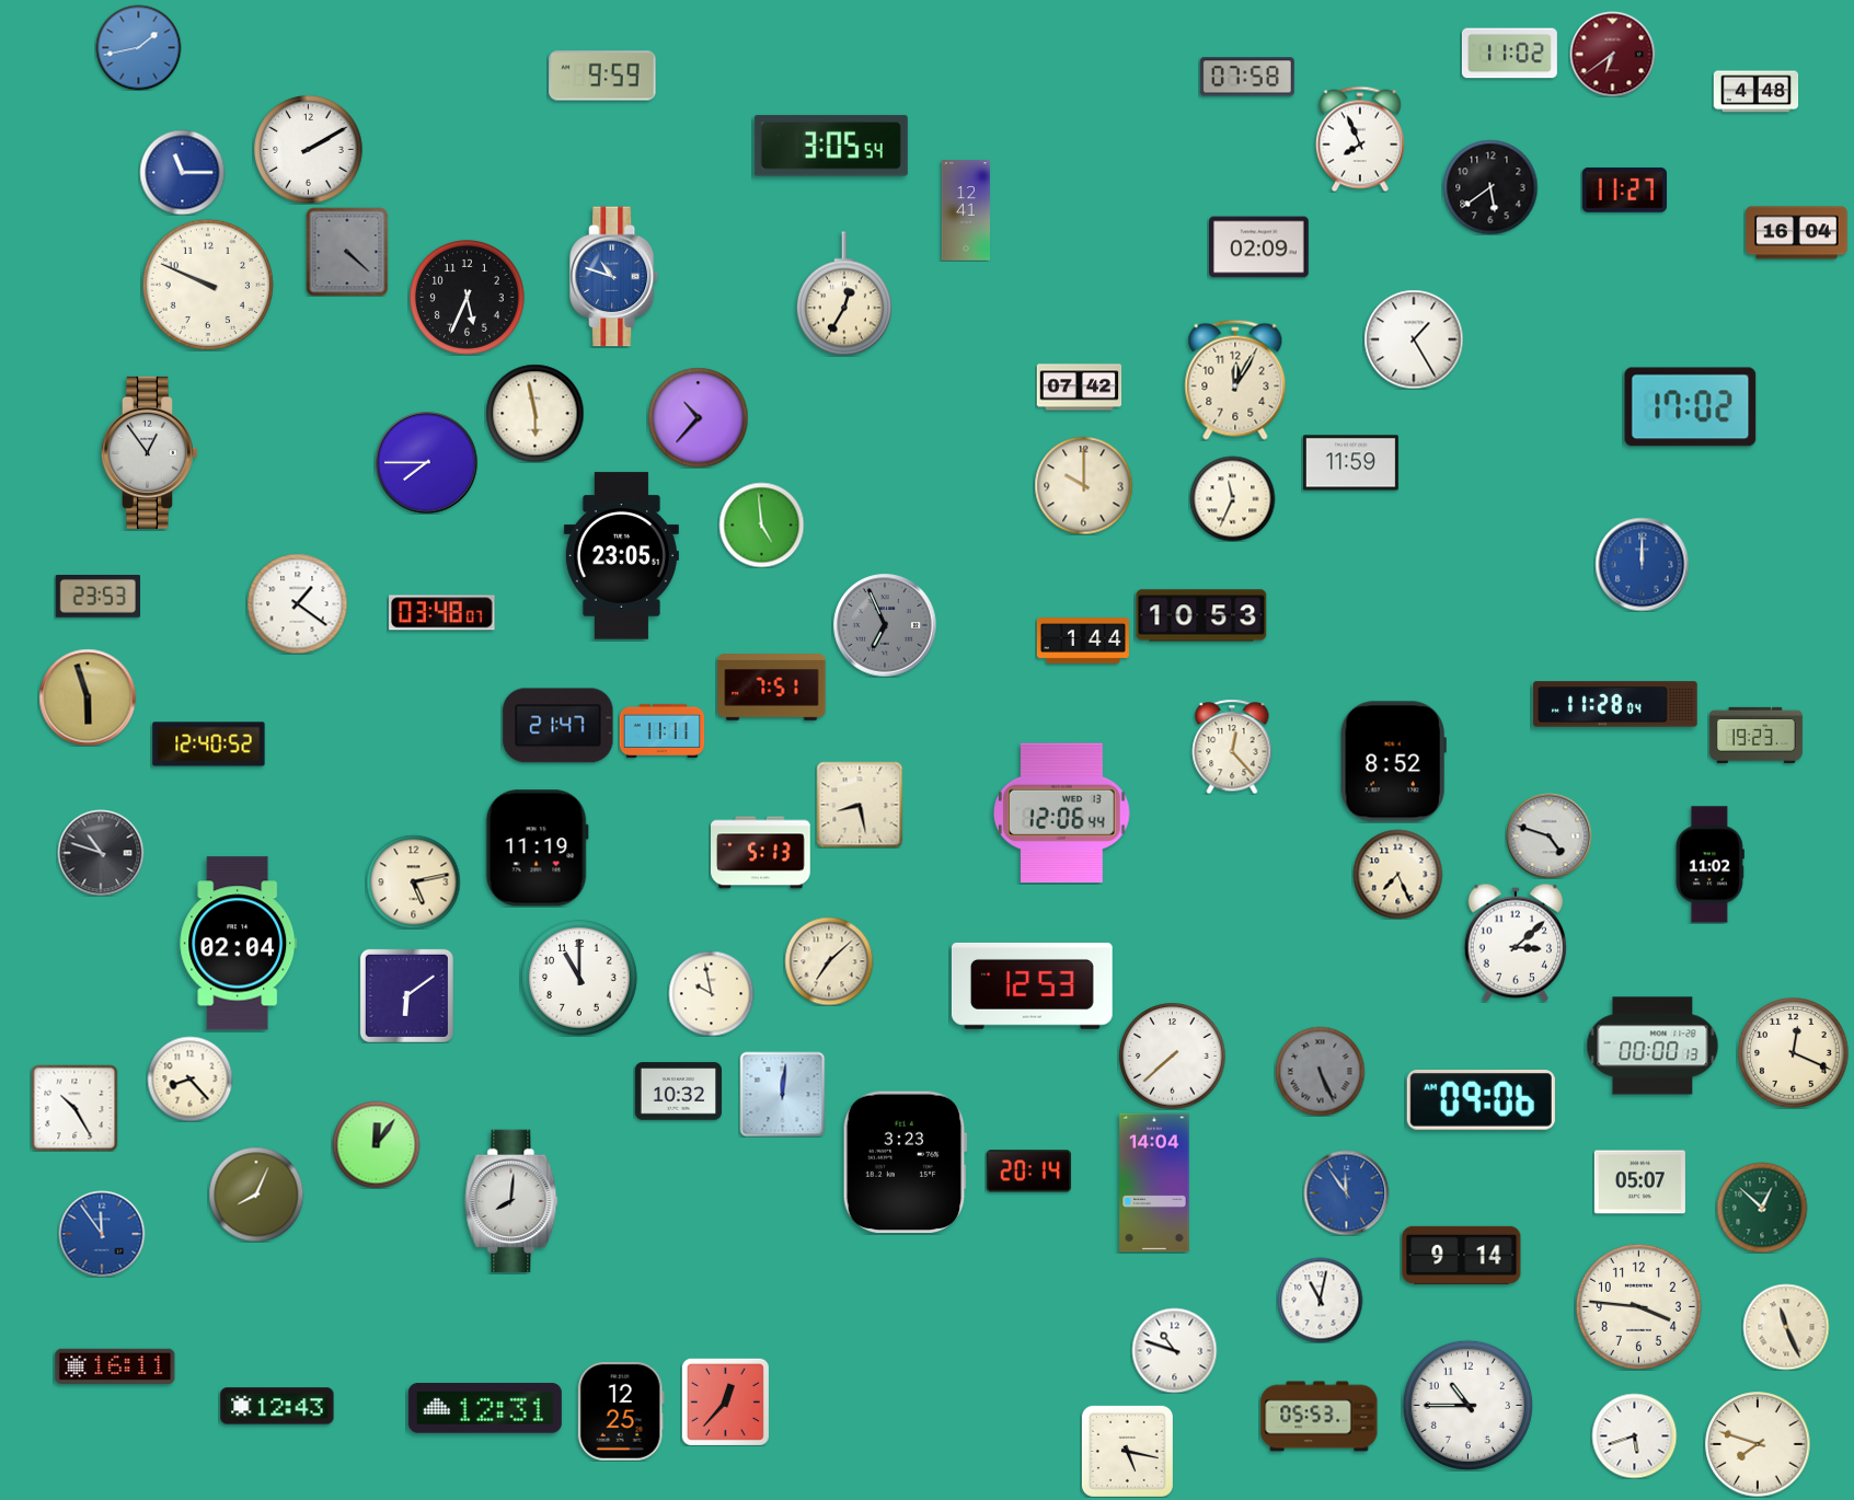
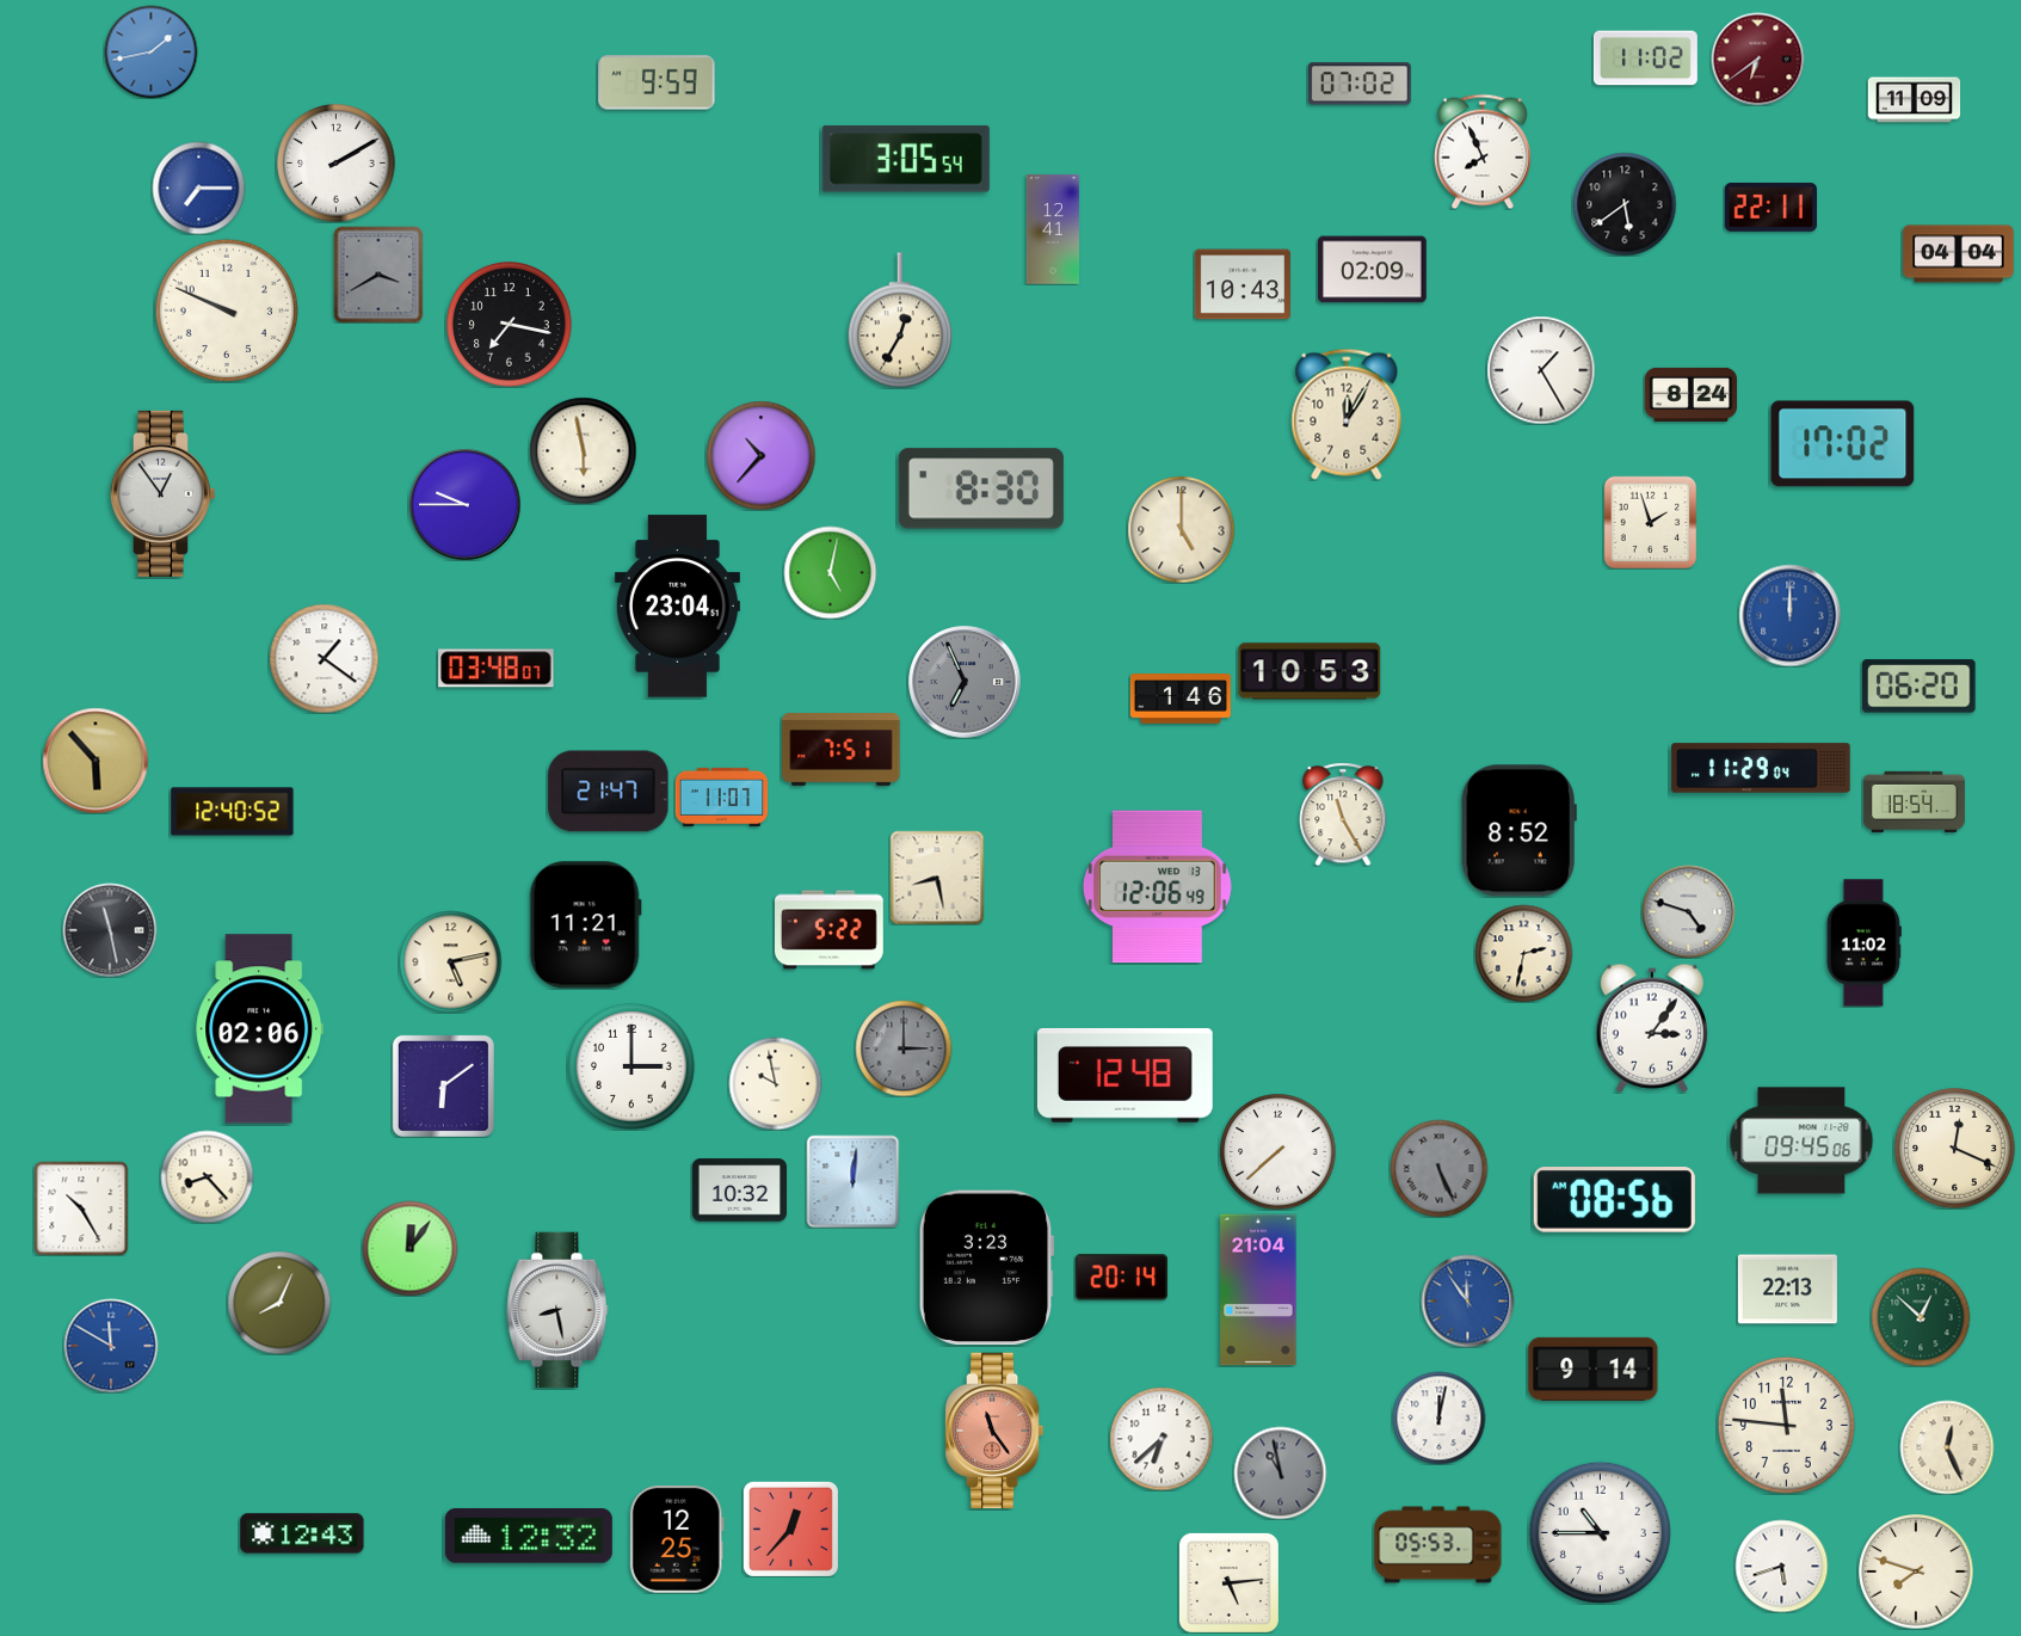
clock at (1247, 77): 07:58 -> 07:02
clock at (1755, 92): 4:48 -> 11:09
clock at (182, 172): 11:15 -> 7:15
clock at (1624, 189): 11:27 -> 22:11
clock at (1797, 233): 16:04 -> 04:04
clock at (347, 252): 4:22 -> 3:40
clock at (1243, 284): none -> 10:43
clock at (615, 277): 10:48 -> none
clock at (844, 293) position: (844, 293) -> (900, 320)
clock at (468, 298): 5:34 -> 7:17
clock at (1690, 394): none -> 8:24
clock at (1079, 388): 07:42 -> none
clock at (981, 488): none -> 8:30
clock at (426, 462): 7:45 -> 9:45
clock at (1350, 463): 11:59 -> none
clock at (1650, 522): none -> 1:57
clock at (1083, 485): 10:00 -> 5:00
clock at (1232, 498): 11:34 -> none
clock at (761, 524): 4:59 -> 5:02
clock at (621, 556): 23:05 -> 23:04
clock at (97, 597): 23:53 -> none
clock at (442, 613) position: (442, 613) -> (497, 669)
clock at (1920, 687): none -> 06:20
clock at (1083, 641): 1:44 -> 1:46
clock at (88, 697): 5:57 -> 5:53
clock at (1615, 704): 11:28 -> 11:29
clock at (661, 730): 11:11 -> 11:07
clock at (1755, 735): 19:23 -> 18:54
clock at (209, 745) position: (209, 745) -> (233, 812)
clock at (1232, 747): 12:23 -> 11:25
clock at (1061, 814): 12:06:44 -> 12:06:49
clock at (537, 849): 11:19 -> 11:21
clock at (101, 853): 10:48 -> 11:28
clock at (761, 853): 5:13 -> 5:22
clock at (1397, 874): 7:26 -> 2:32
clock at (1516, 943): 3:08 -> 3:06
clock at (239, 944): 02:04 -> 02:06
clock at (829, 961): 7:08 -> 3:00
clock at (829, 961) dial: cream -> grey
clock at (580, 979): 11:00 -> 3:00
clock at (1032, 985): 12:53 -> 12:48
clock at (1653, 1046): 00:00 -> 09:45
clock at (782, 1094) position: (782, 1094) -> (852, 1181)
clock at (1481, 1100): 09:06 -> 08:56
clock at (1154, 1182): 14:04 -> 21:04
clock at (1639, 1182): 05:07 -> 22:13
clock at (511, 1201): 8:01 -> 8:28
clock at (102, 1234): 11:54 -> 11:50
clock at (1320, 1300): 11:02 -> 12:02
clock at (1638, 1306): 3:46 -> 11:46
clock at (994, 1431): none -> 11:24
clock at (1162, 1439): none -> 6:38
clock at (1786, 1327): 11:26 -> 12:26
clock at (1174, 1350): 10:48 -> 10:58
clock at (1174, 1350) dial: white -> grey
clock at (115, 1366): 16:11 -> none
clock at (485, 1409): 12:31 -> 12:32
clock at (1758, 1444) position: (1758, 1444) -> (1916, 1572)
clock at (1127, 1451): 5:17 -> 5:14
